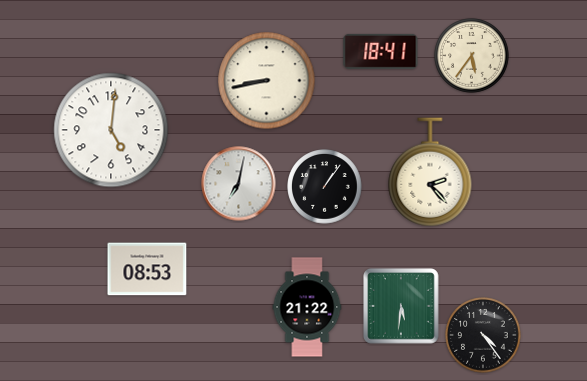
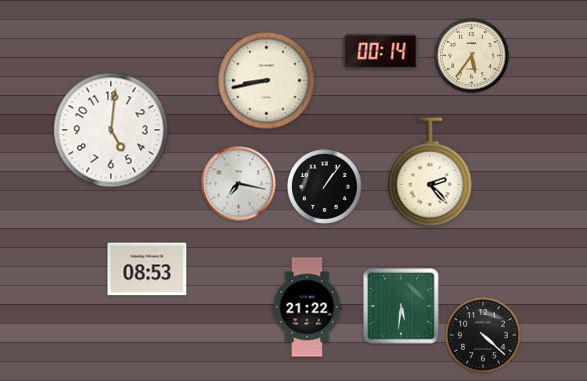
clock at (381, 51): 18:41 -> 00:14
clock at (239, 184): 7:02 -> 7:17
clock at (483, 335): 4:24 -> 4:22
